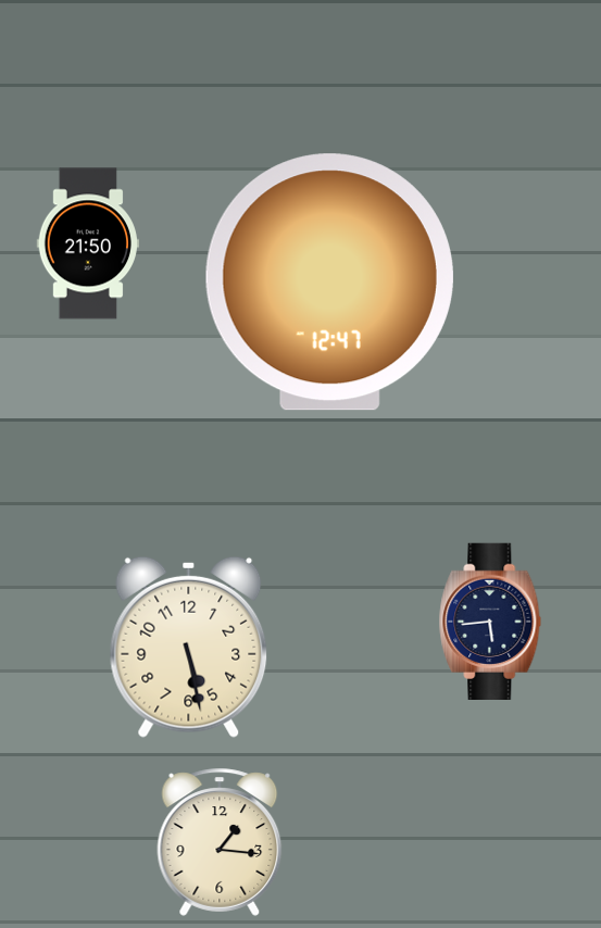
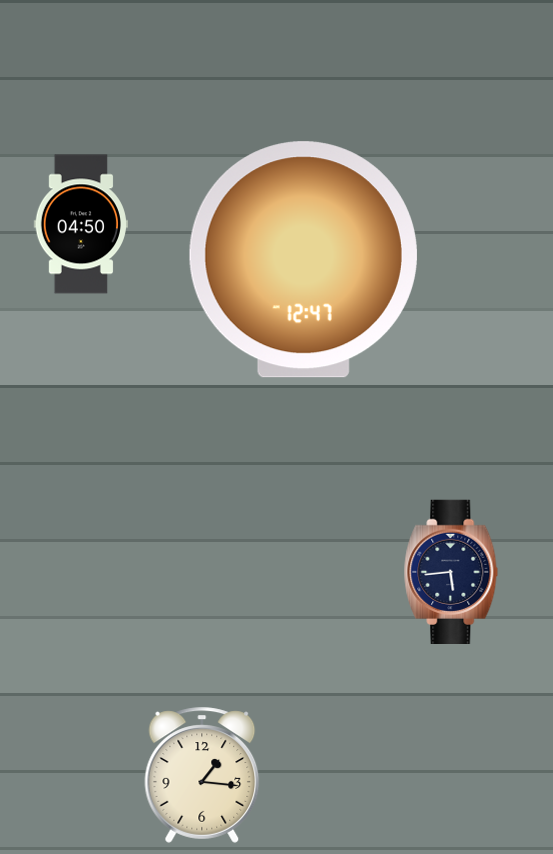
clock at (87, 243): 21:50 -> 04:50
clock at (189, 647): 5:28 -> none
